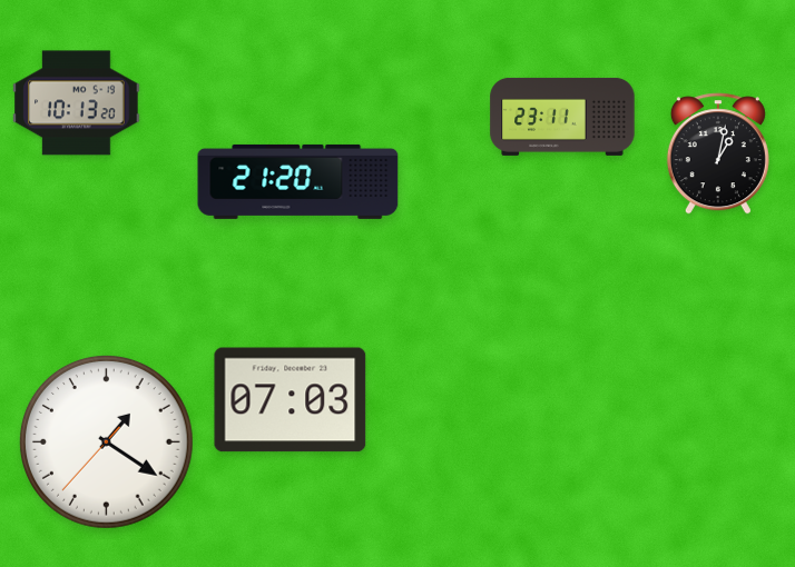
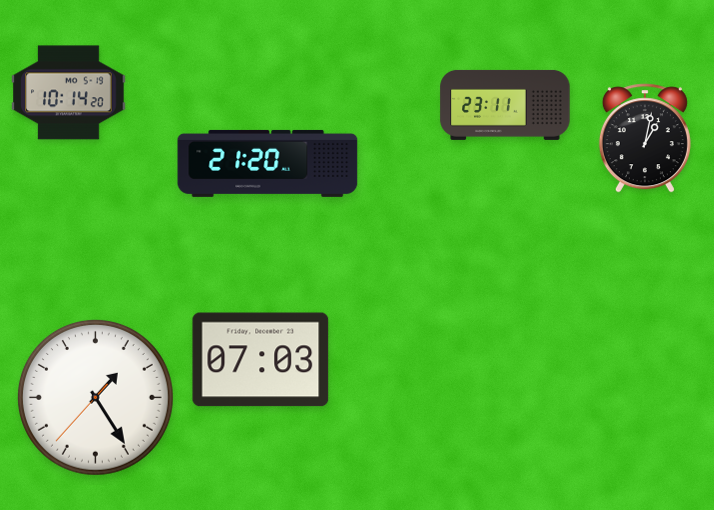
clock at (77, 103): 10:13 -> 10:14
clock at (106, 441): 1:20 -> 1:24
